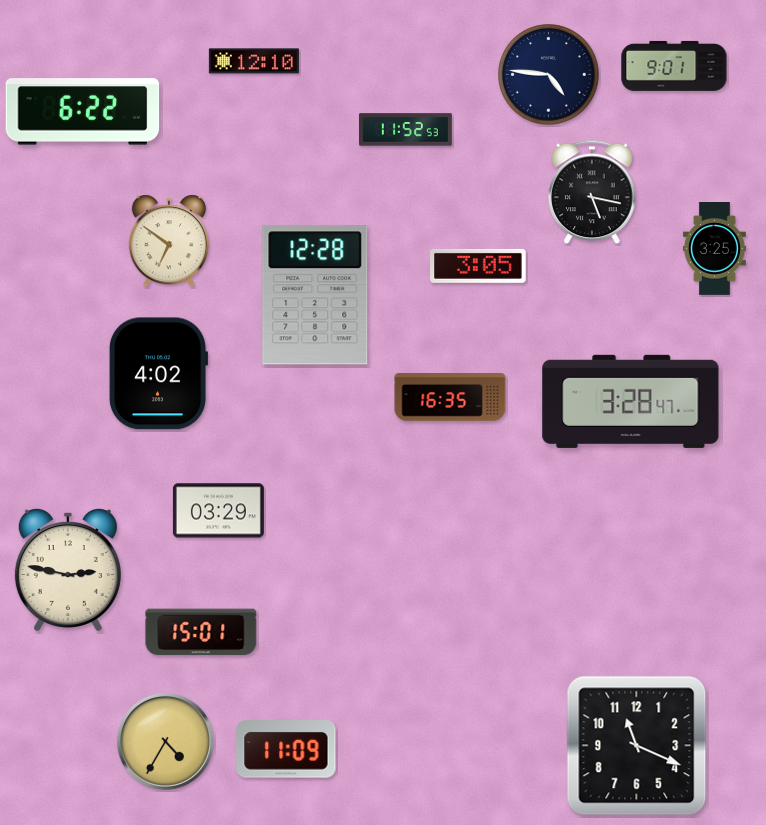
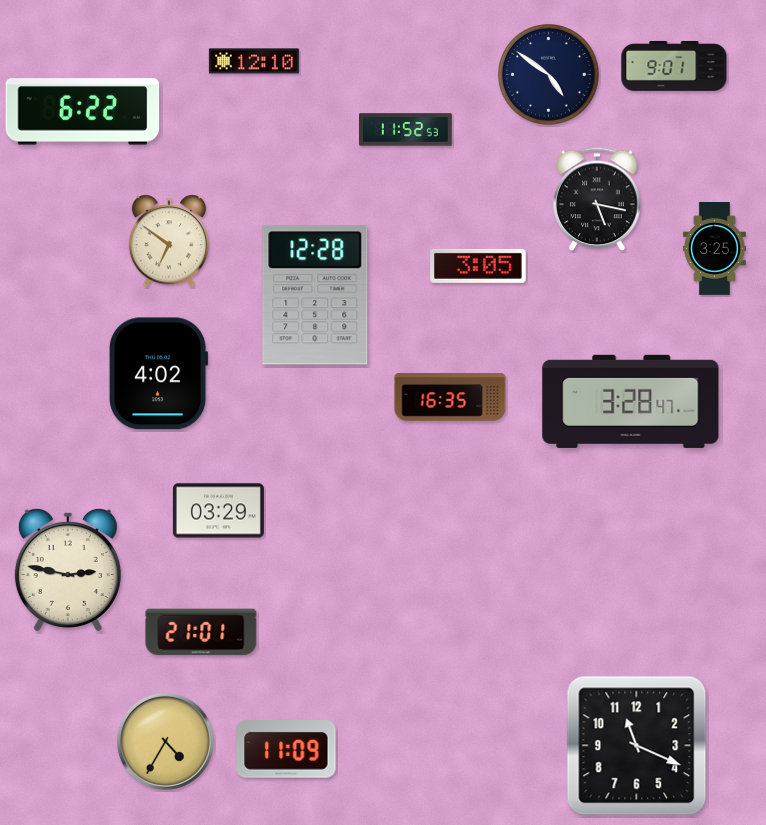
clock at (549, 75): 4:46 -> 4:51
clock at (592, 192) position: (592, 192) -> (597, 199)
clock at (201, 632): 15:01 -> 21:01
